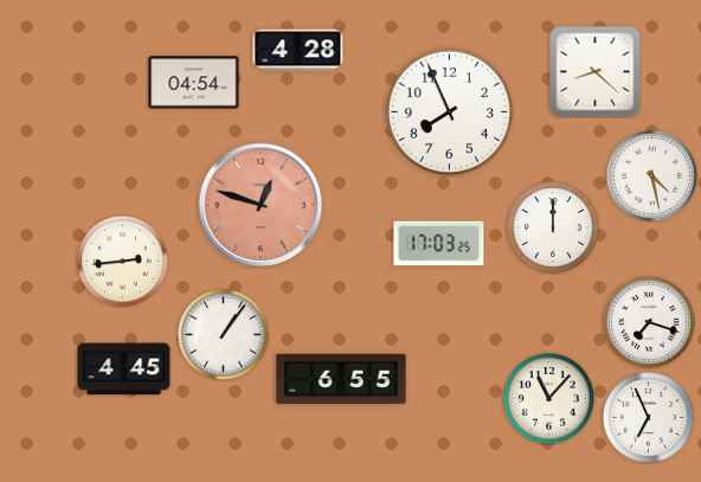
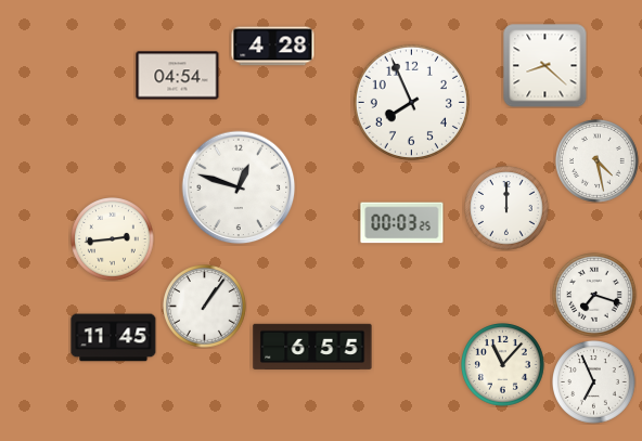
clock at (261, 205) dial: salmon -> white
clock at (439, 244): 17:03 -> 00:03
clock at (124, 369): 4:45 -> 11:45
